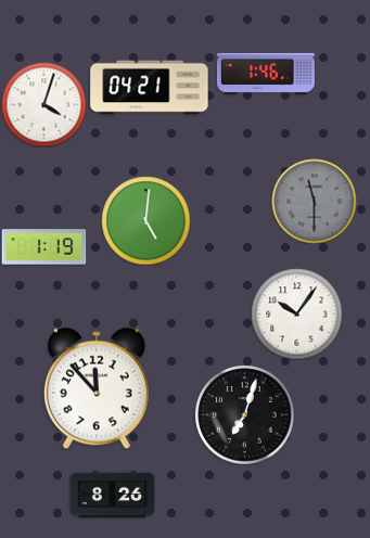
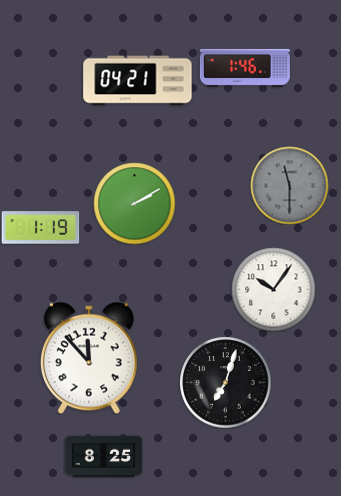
clock at (43, 104): 4:03 -> none
clock at (145, 220): 5:01 -> 2:10
clock at (112, 496): 8:26 -> 8:25
